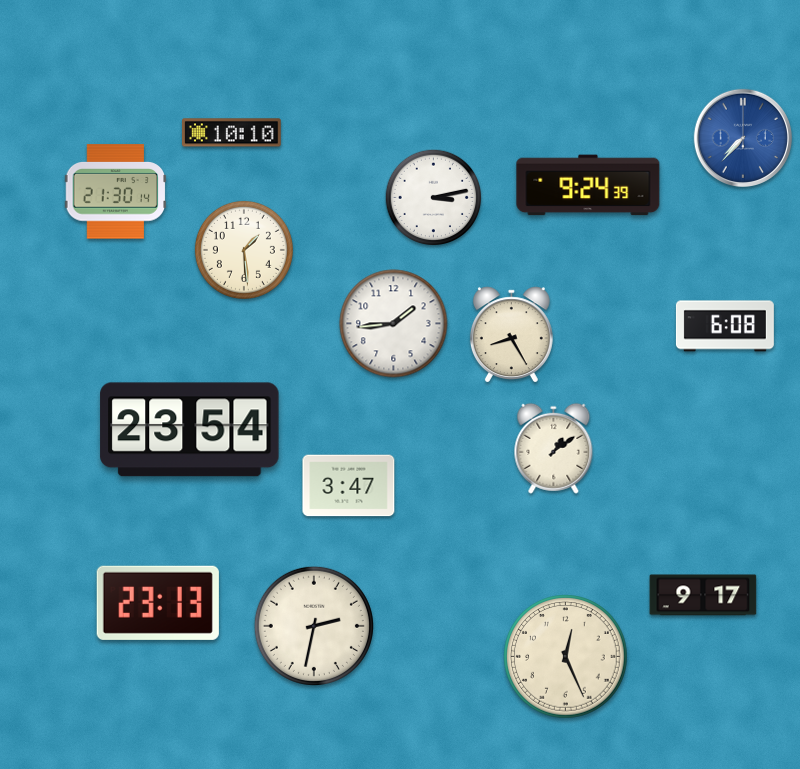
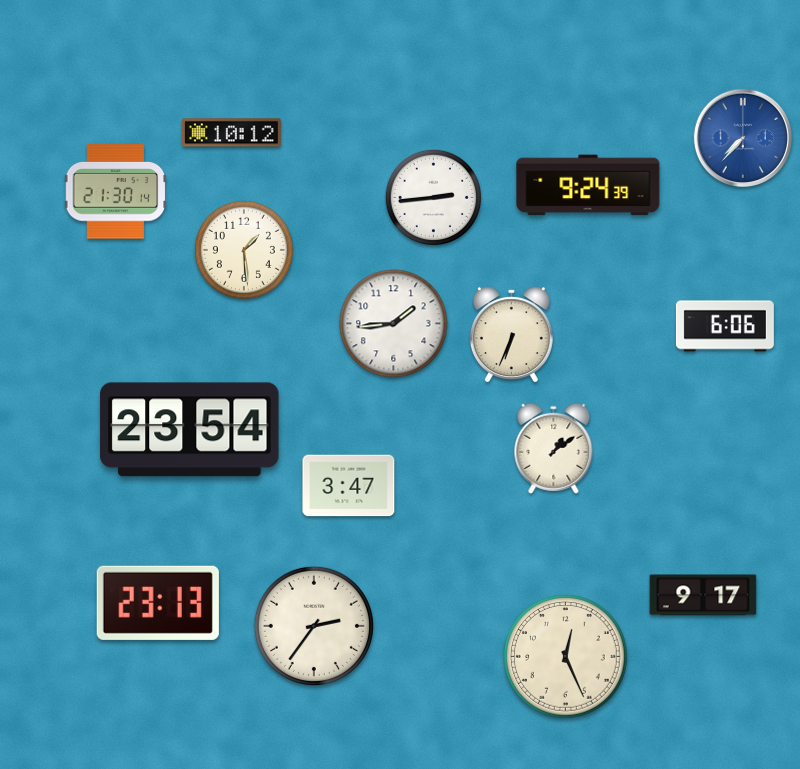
clock at (232, 133): 10:10 -> 10:12
clock at (434, 198): 3:13 -> 2:44
clock at (725, 326): 6:08 -> 6:06
clock at (511, 335): 8:25 -> 6:34
clock at (314, 626): 2:32 -> 2:36
